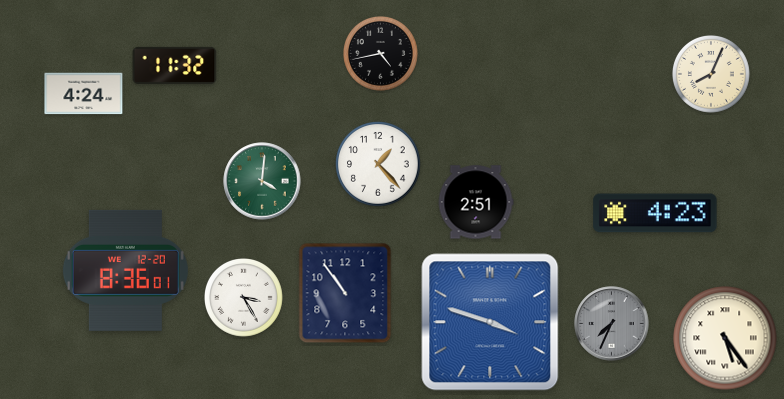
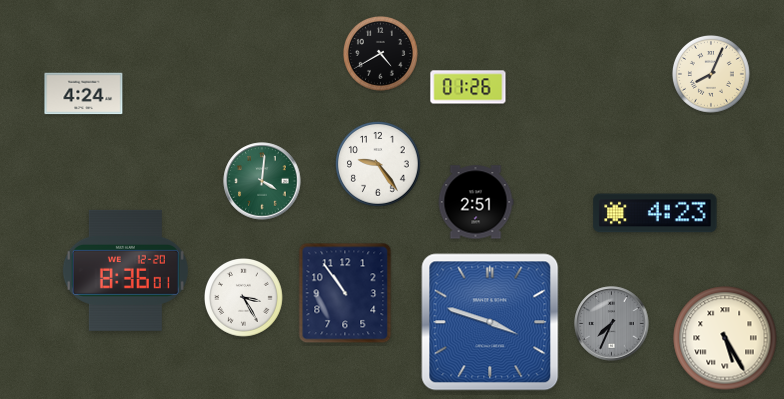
clock at (380, 53): 4:43 -> 4:40
clock at (175, 65): 11:32 -> none
clock at (468, 87): none -> 01:26
clock at (378, 164): 1:23 -> 9:24
clock at (725, 338): 5:24 -> 5:25
